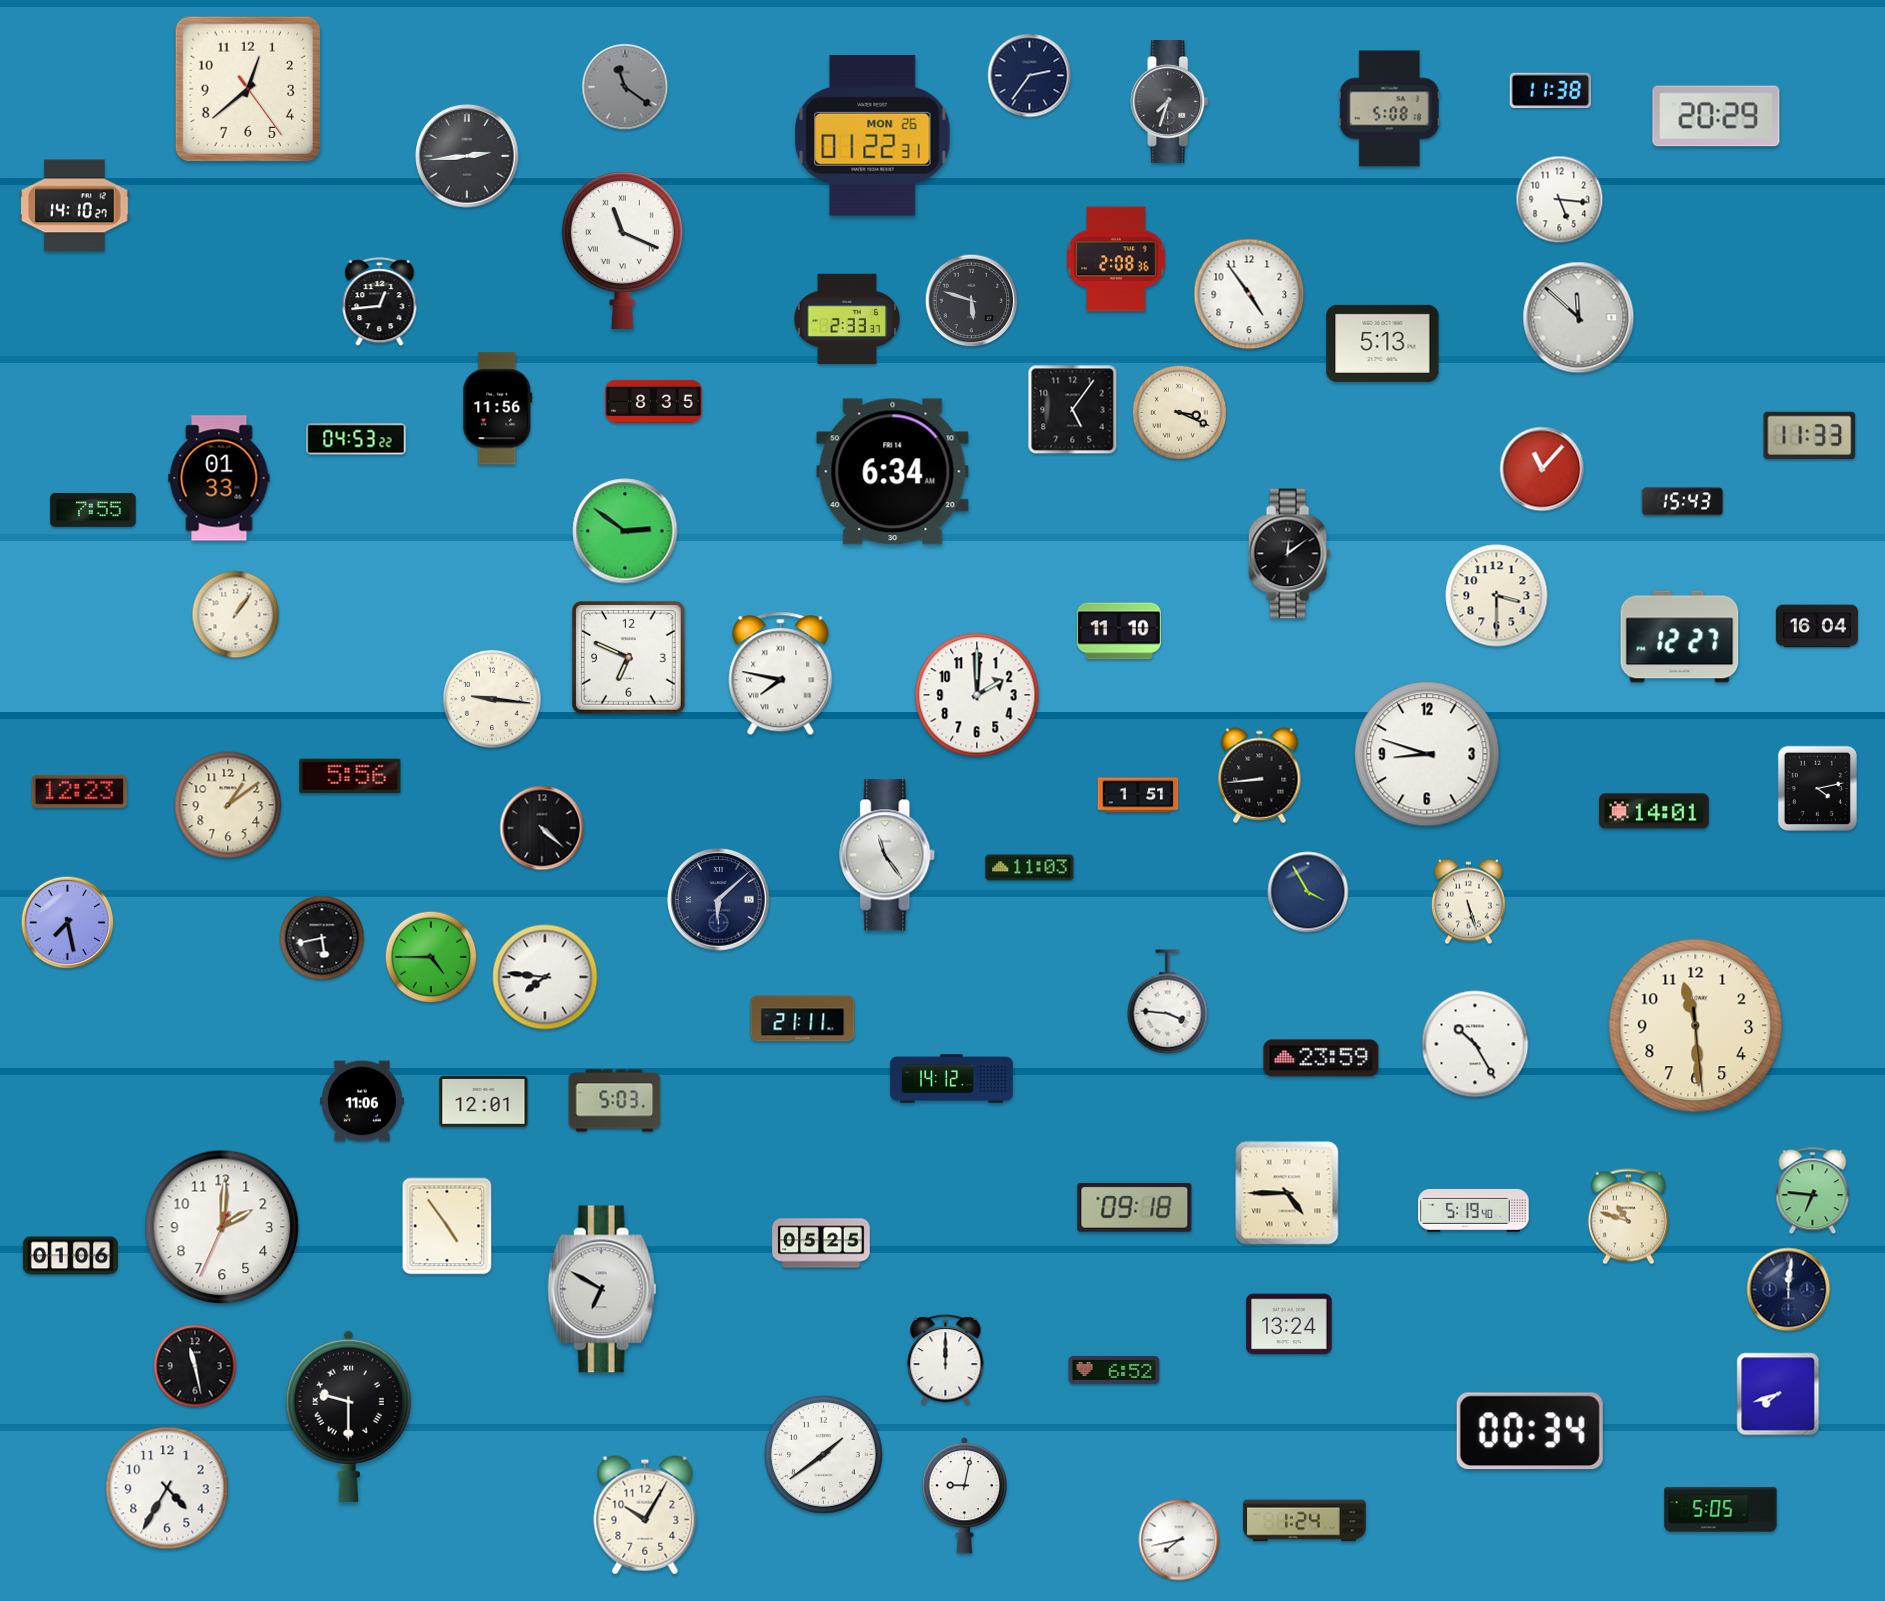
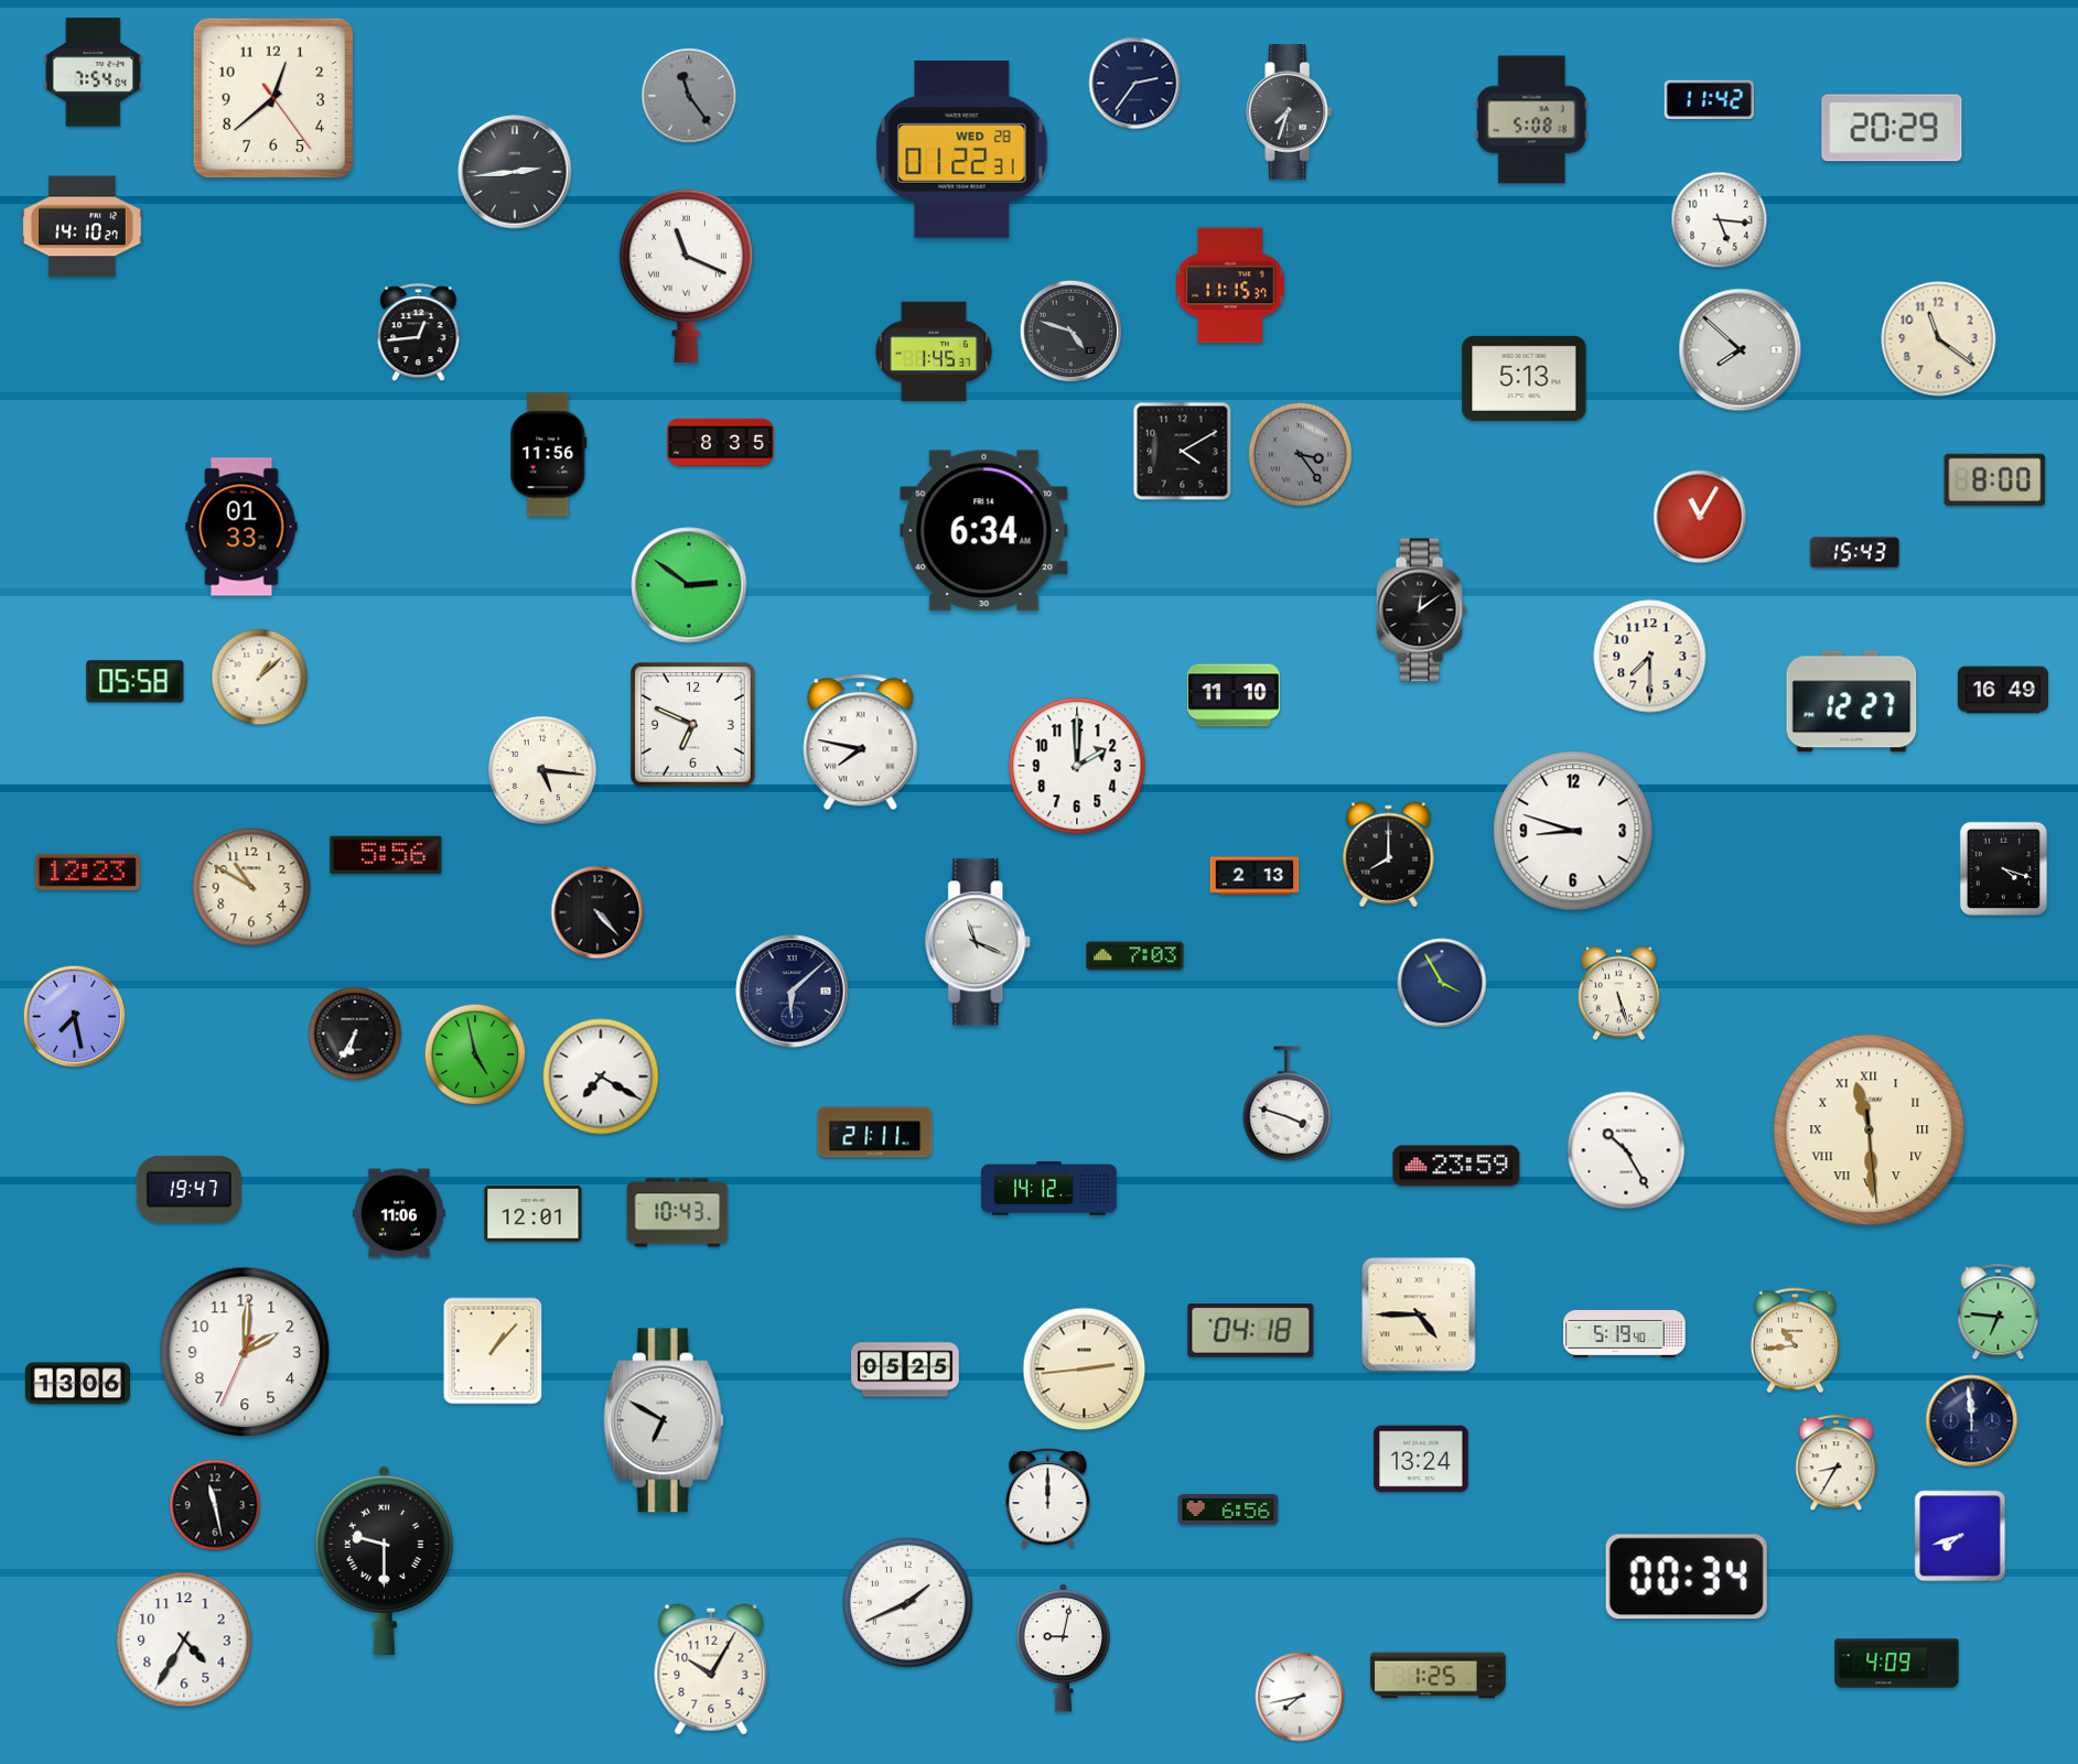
clock at (94, 73): none -> 7:54
clock at (625, 87): 11:21 -> 11:24
clock at (1550, 91): 11:38 -> 11:42
clock at (873, 135) date: MON 26 -> WED 28
clock at (1116, 259): 2:08 -> 11:15
clock at (1249, 294): 4:54 -> none
clock at (972, 301): 5:48 -> 4:48
clock at (1939, 339): none -> 11:21
clock at (1579, 318): 11:52 -> 7:52
clock at (847, 319): 2:33 -> 1:45
clock at (498, 409) position: (498, 409) -> (549, 455)
clock at (1073, 410): 5:06 -> 4:10
clock at (1179, 412): 3:19 -> 3:24
clock at (1179, 412) dial: cream -> grey
clock at (1810, 435): 11:33 -> 8:00
clock at (356, 439): 04:53 -> none
clock at (1542, 469): 11:07 -> 11:05
clock at (893, 472) position: (893, 472) -> (984, 531)
clock at (93, 510): 7:55 -> none
clock at (1497, 596): 3:30 -> 7:30
clock at (236, 615): 1:06 -> 1:08
clock at (136, 682): none -> 05:58
clock at (1817, 626): 16:04 -> 16:49
clock at (492, 699): 9:16 -> 5:16
clock at (1260, 776): 8:44 -> 8:00
clock at (1817, 788): 4:13 -> 4:18
clock at (1138, 795): 1:51 -> 2:13
clock at (228, 805): 1:09 -> 10:50
clock at (1655, 811): 14:01 -> none
clock at (542, 828): 4:22 -> 4:23
clock at (888, 855): 11:24 -> 11:19
clock at (1030, 868): 11:03 -> 7:03
clock at (322, 938): 5:43 -> 6:35
clock at (431, 957): 4:45 -> 4:58
clock at (545, 977): 7:46 -> 7:20
clock at (1168, 1002): 3:46 -> 3:48
clock at (803, 1019) position: (803, 1019) -> (875, 1133)
clock at (1696, 1026) numerals: Arabic -> Roman
clock at (189, 1189): none -> 19:47
clock at (615, 1101): 5:03 -> 10:43
clock at (1135, 1208): 09:18 -> 04:18
clock at (1628, 1217): 10:48 -> 10:44
clock at (447, 1226): 4:54 -> 1:07
clock at (1085, 1370): none -> 2:44
clock at (70, 1256): 01:06 -> 13:06
clock at (1789, 1290): 12:01 -> 11:59
clock at (1837, 1463): none -> 8:35
clock at (946, 1359) position: (946, 1359) -> (1048, 1497)
clock at (1114, 1370): 6:52 -> 6:56
clock at (823, 1454): 1:39 -> 1:41
clock at (1721, 1510): 5:05 -> 4:09
clock at (1305, 1521): 1:24 -> 1:25
